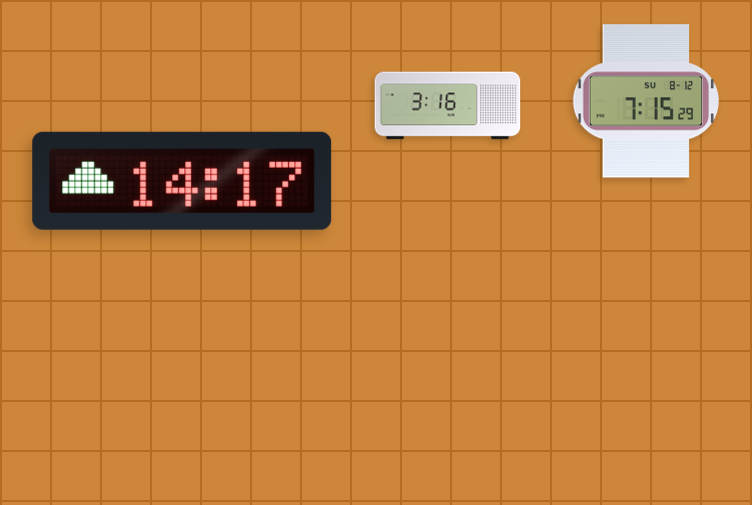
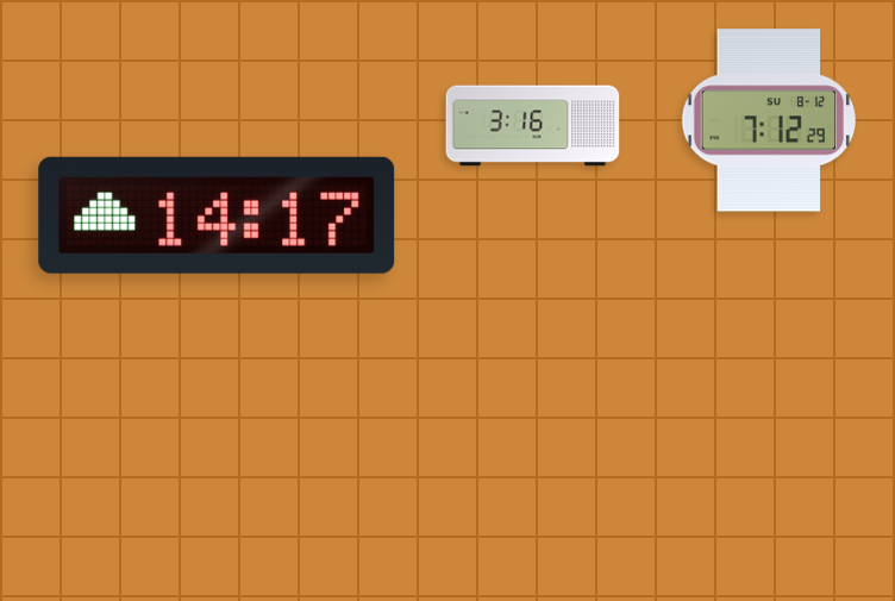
clock at (645, 101): 7:15 -> 7:12
